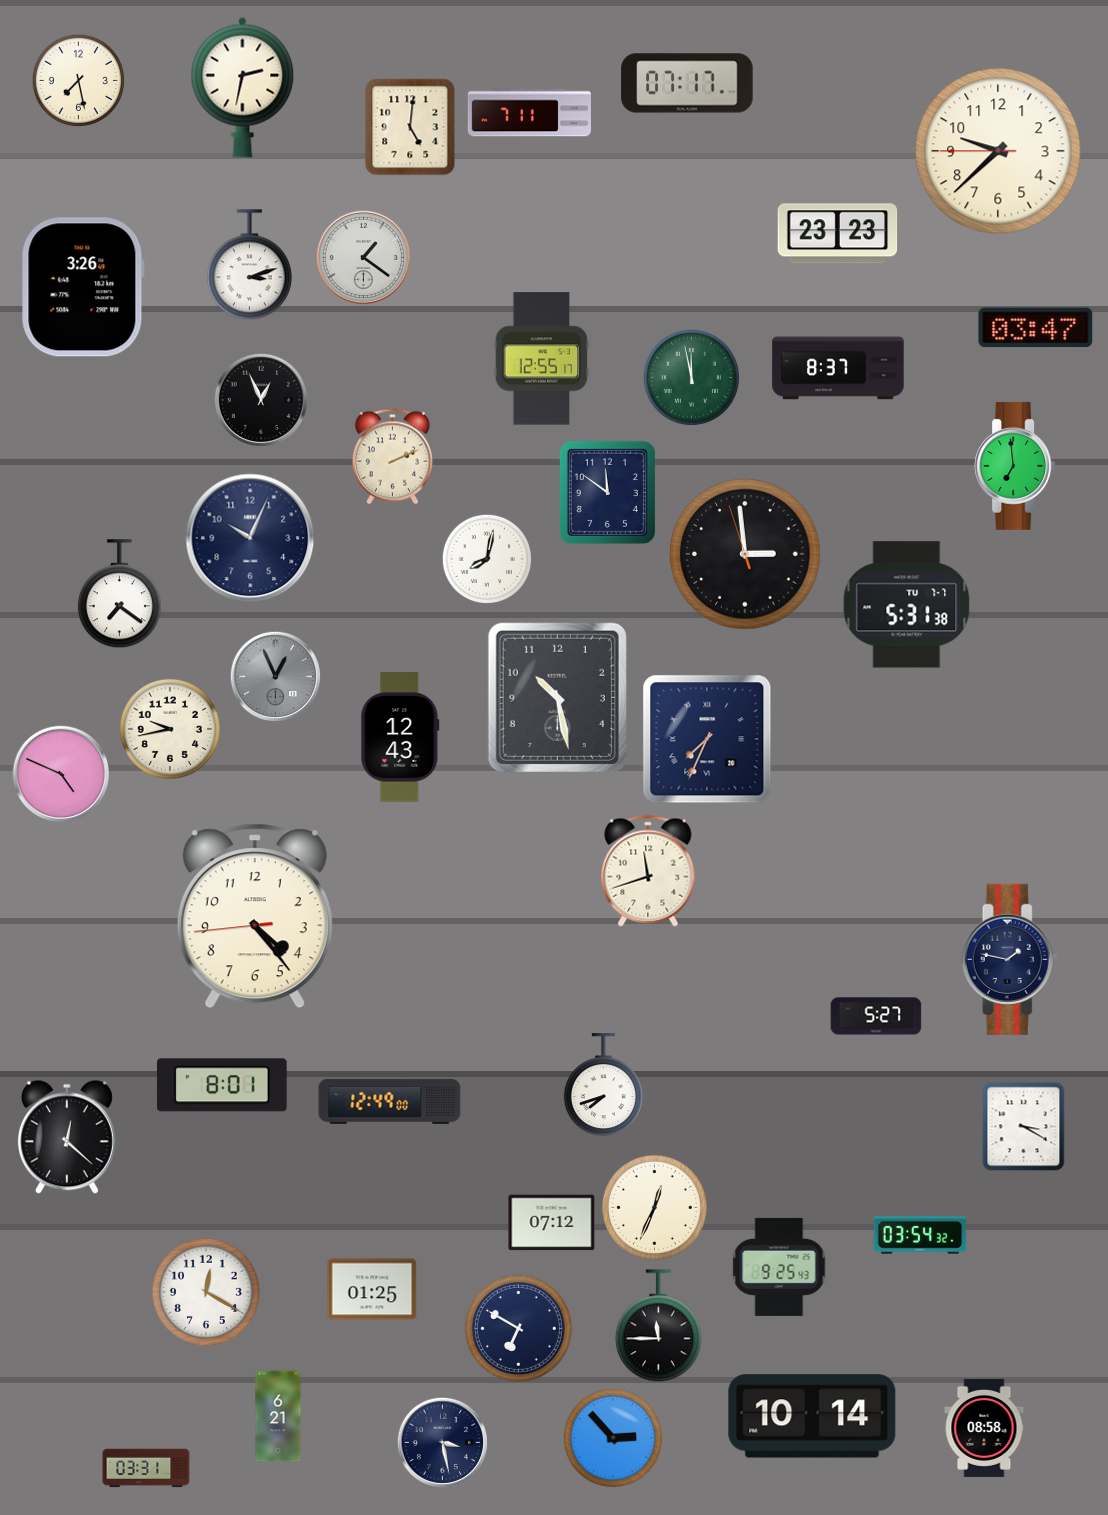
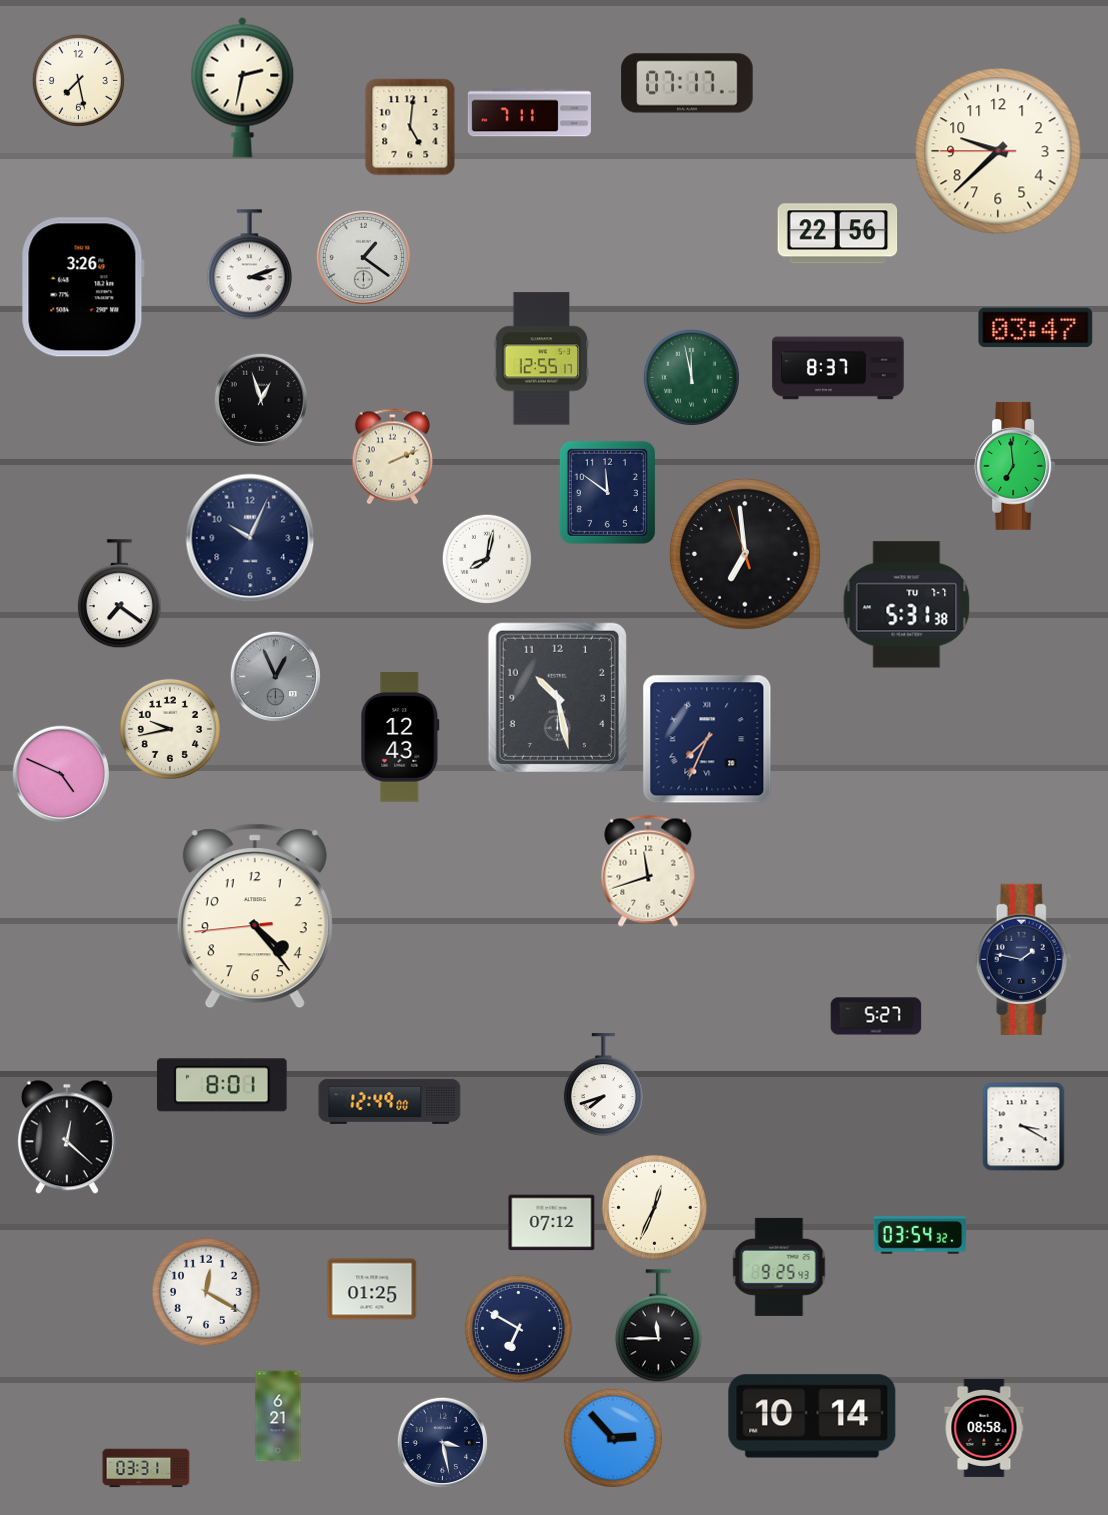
clock at (838, 234): 23:23 -> 22:56
clock at (260, 399): 12:56 -> 12:57
clock at (745, 554): 2:58 -> 6:58
clock at (1010, 959) position: (1010, 959) -> (1024, 959)
